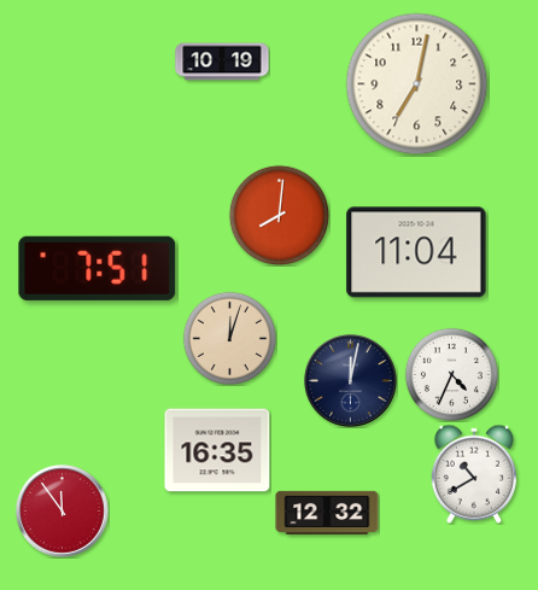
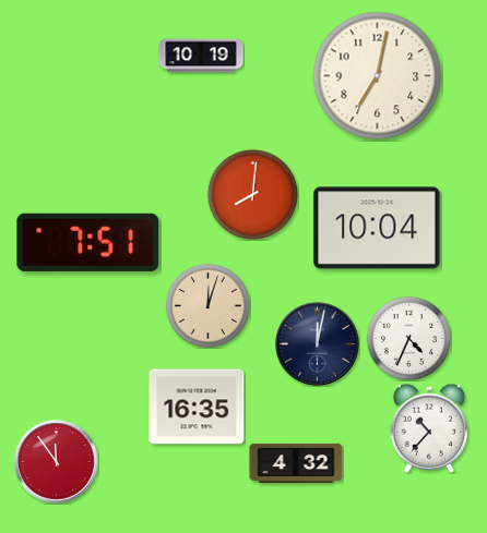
clock at (416, 252): 11:04 -> 10:04
clock at (474, 474): 10:40 -> 10:37
clock at (327, 512): 12:32 -> 4:32
